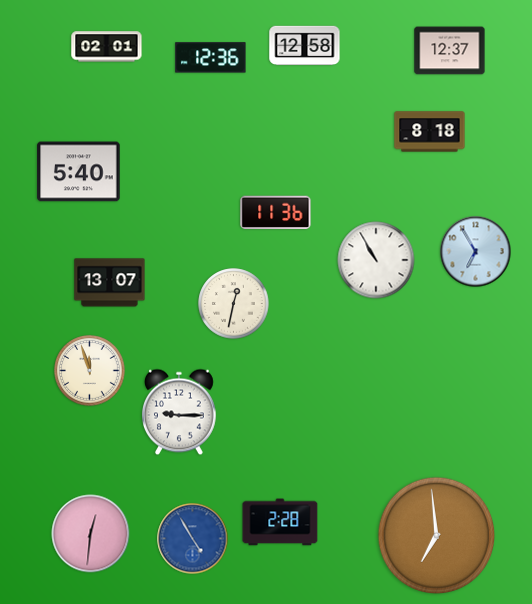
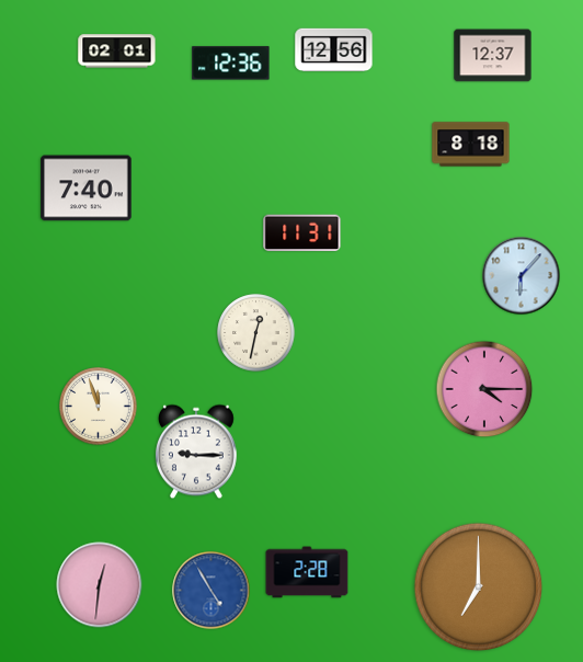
clock at (305, 46): 12:58 -> 12:56
clock at (79, 172): 5:40 -> 7:40
clock at (276, 213): 11:36 -> 11:31
clock at (476, 252): 6:55 -> 6:07
clock at (376, 260): 10:55 -> none
clock at (110, 283): 13:07 -> none
clock at (484, 389): none -> 4:15
clock at (437, 536): 6:59 -> 7:00
